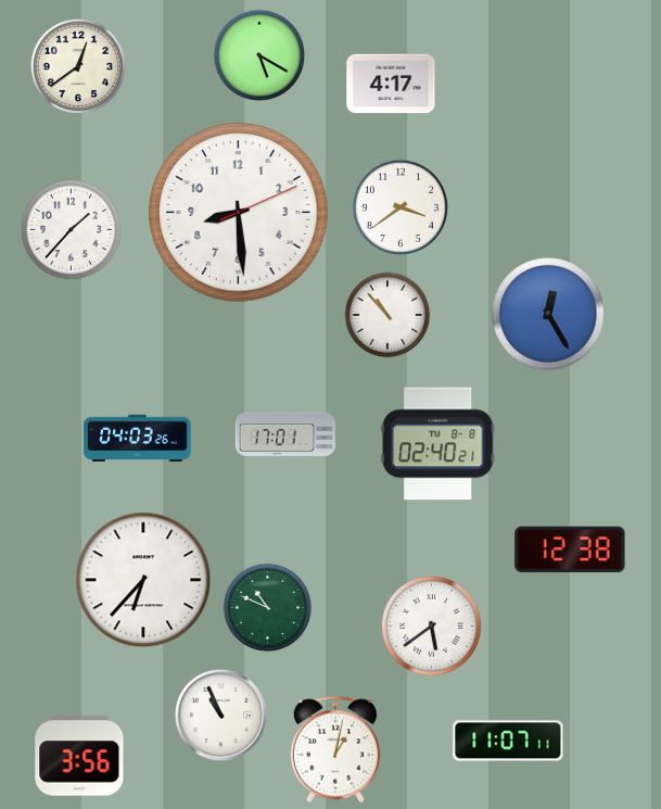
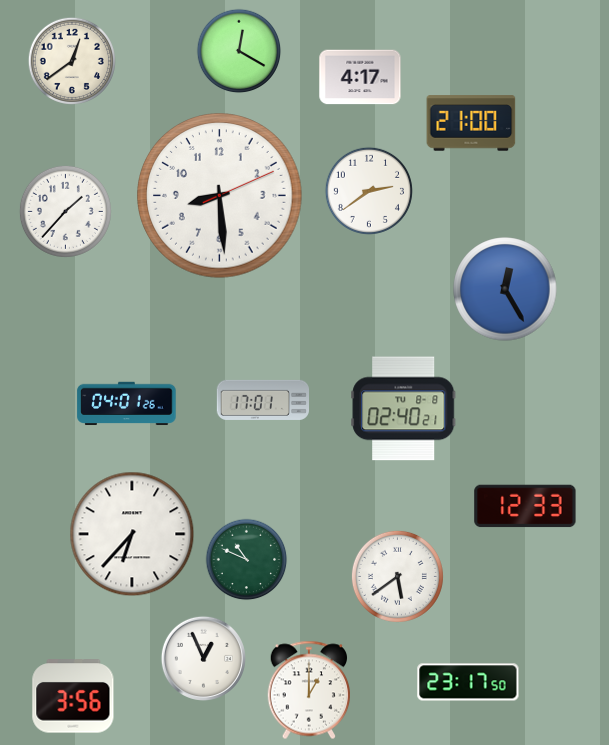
clock at (259, 55): 5:20 -> 12:20
clock at (471, 123): none -> 21:00
clock at (401, 207): 3:39 -> 2:39
clock at (387, 315): 10:53 -> none
clock at (138, 439): 04:03 -> 04:01
clock at (570, 549): 12:38 -> 12:33
clock at (220, 715): 10:56 -> 12:56
clock at (508, 741): 11:07 -> 23:17
clock at (334, 749): 1:02 -> 1:00
